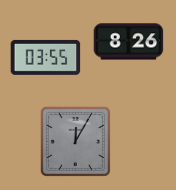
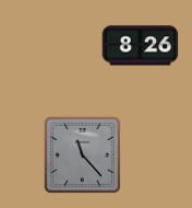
clock at (46, 57): 03:55 -> none
clock at (75, 141): 12:05 -> 11:23
